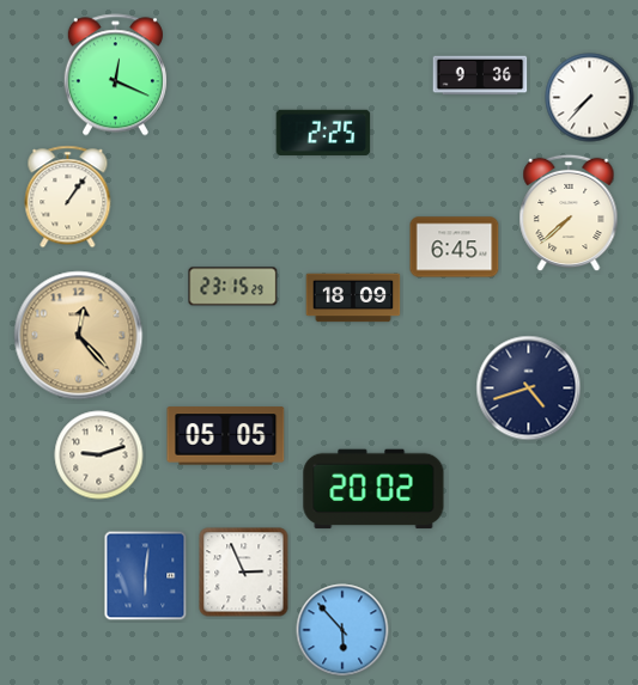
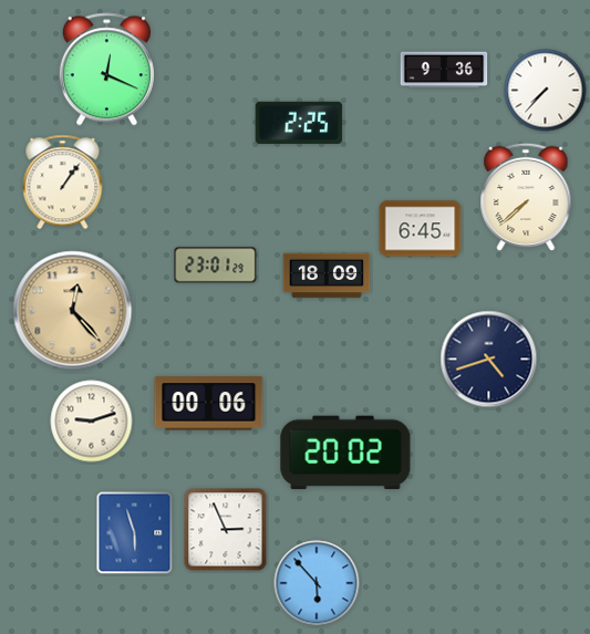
clock at (233, 287): 23:15 -> 23:01
clock at (226, 436): 05:05 -> 00:06
clock at (146, 576): 6:01 -> 5:57
